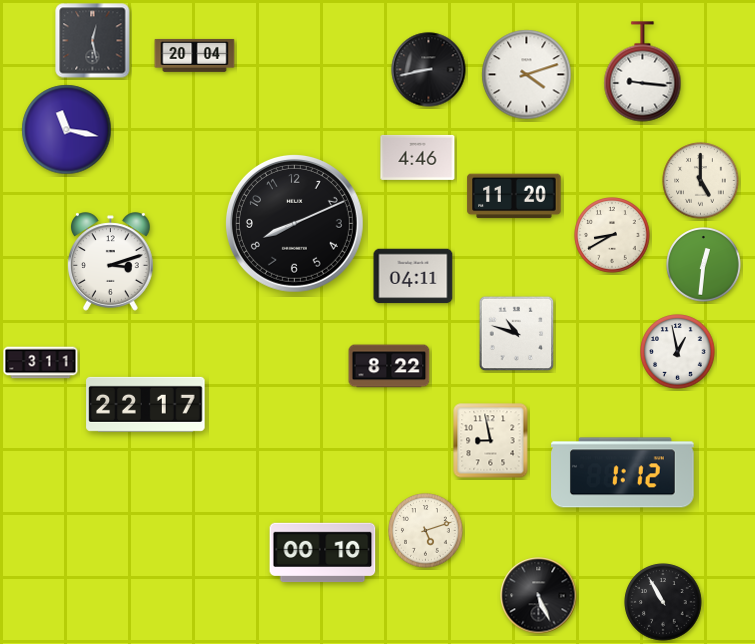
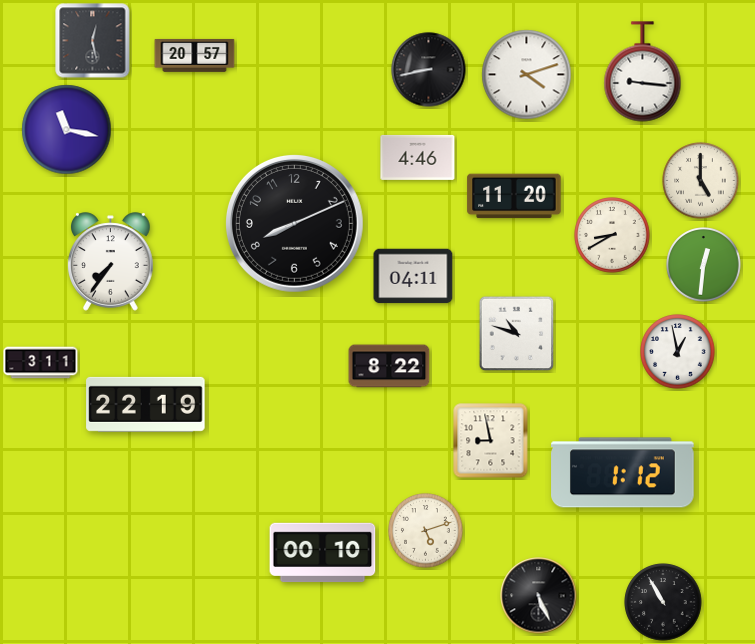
clock at (195, 55): 20:04 -> 20:57
clock at (111, 262): 3:12 -> 7:36
clock at (146, 404): 22:17 -> 22:19
